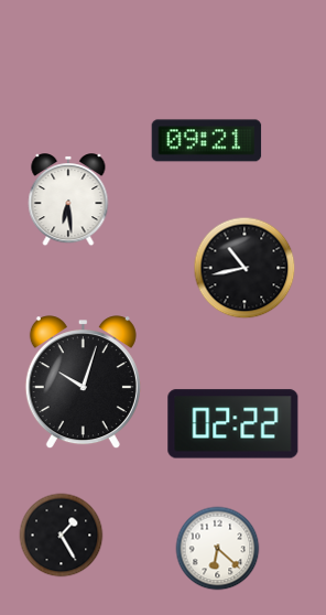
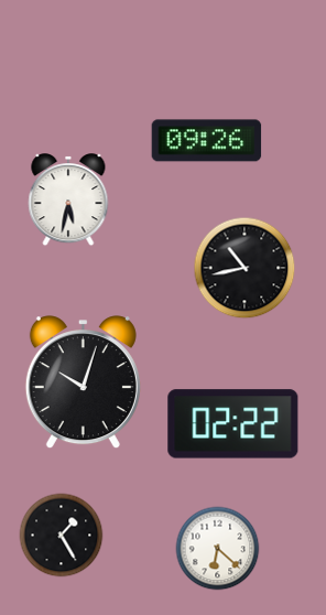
clock at (207, 141): 09:21 -> 09:26
clock at (68, 201): 6:29 -> 5:32
